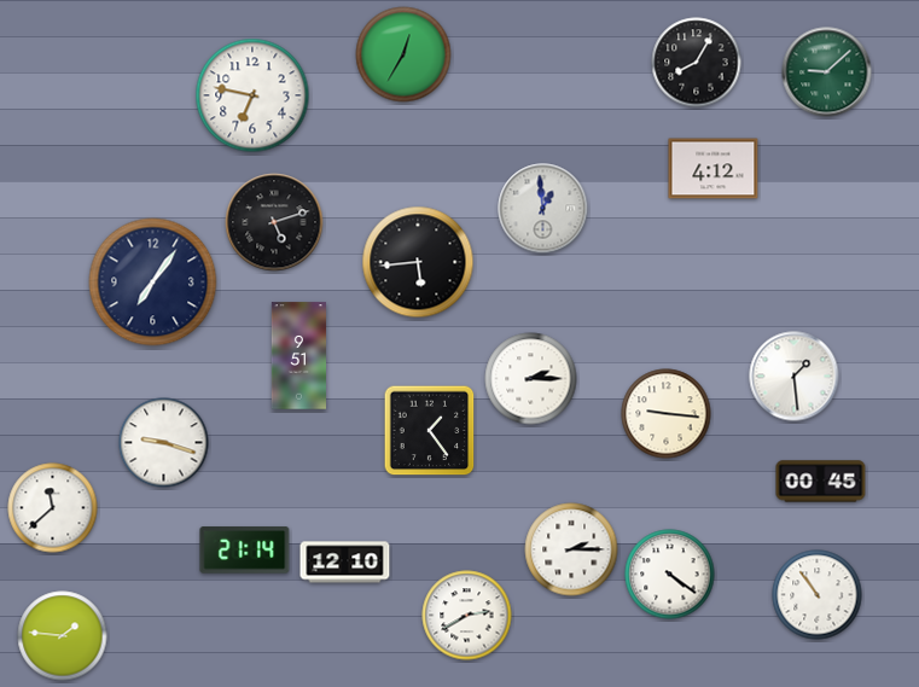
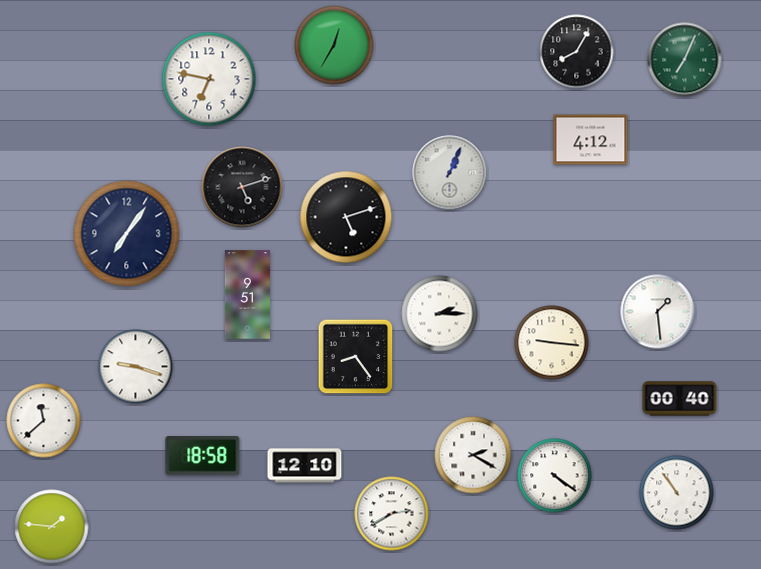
clock at (827, 72): 9:08 -> 7:04
clock at (543, 209): 12:59 -> 1:04
clock at (274, 222) position: (274, 222) -> (242, 187)
clock at (418, 262): 5:44 -> 5:12
clock at (430, 431): 1:24 -> 8:24
clock at (821, 482): 00:45 -> 00:40
clock at (571, 549): 2:15 -> 2:20
clock at (245, 551): 21:14 -> 18:58
clock at (345, 563) position: (345, 563) -> (305, 466)
clock at (467, 616) position: (467, 616) -> (392, 514)
